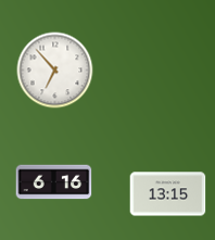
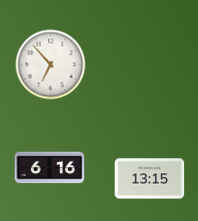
clock at (168, 194) position: (168, 194) -> (150, 179)
